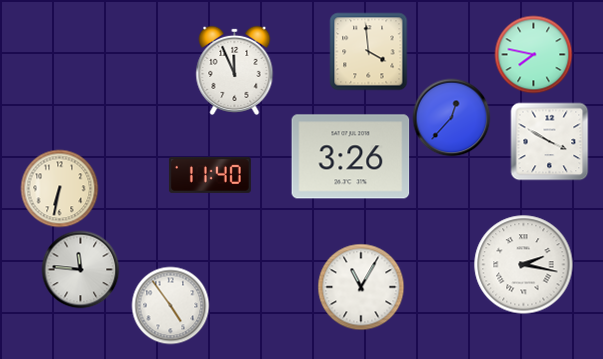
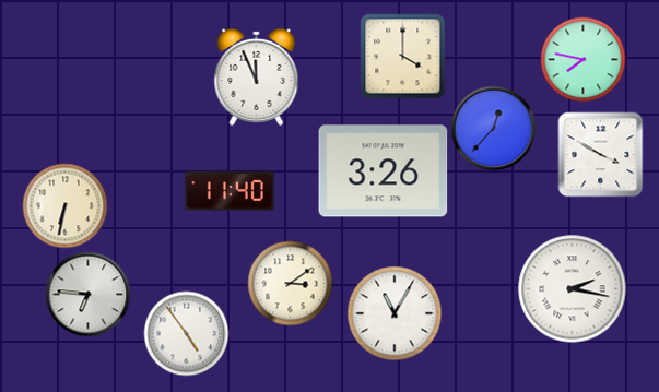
clock at (368, 51): 3:59 -> 4:00
clock at (290, 283): none -> 3:09
clock at (80, 269): 11:46 -> 6:46
